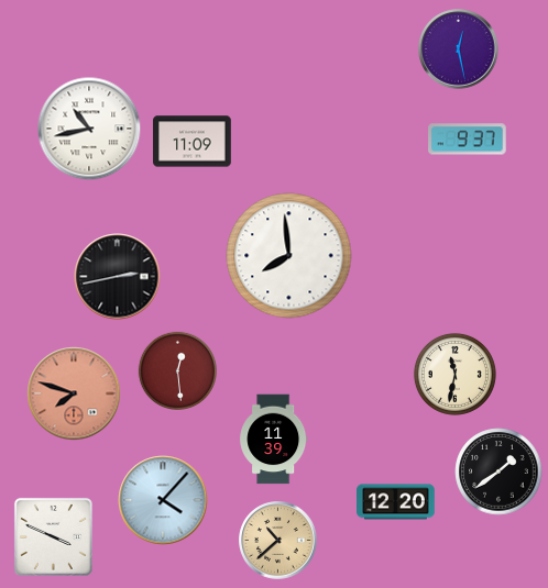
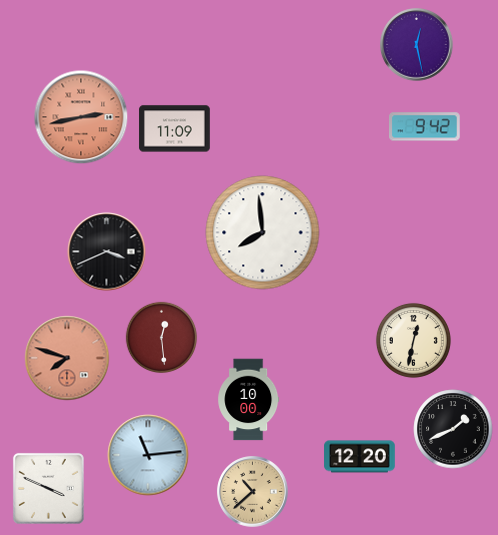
clock at (89, 129): 10:43 -> 2:43
clock at (89, 129) dial: white -> salmon
clock at (468, 140): 9:37 -> 9:42
clock at (118, 277): 2:43 -> 3:41
clock at (454, 374): 11:32 -> 12:32
clock at (274, 440): 11:39 -> 10:00
clock at (498, 471): 1:39 -> 1:41
clock at (163, 500): 4:07 -> 11:14
